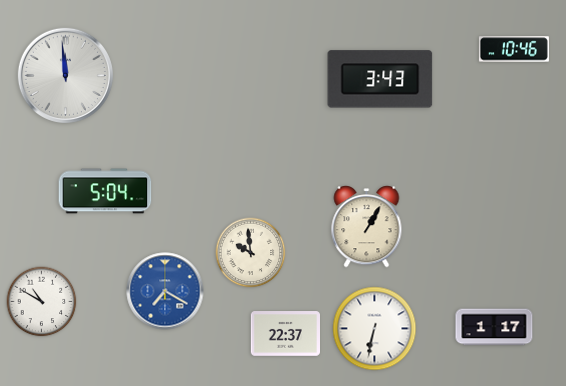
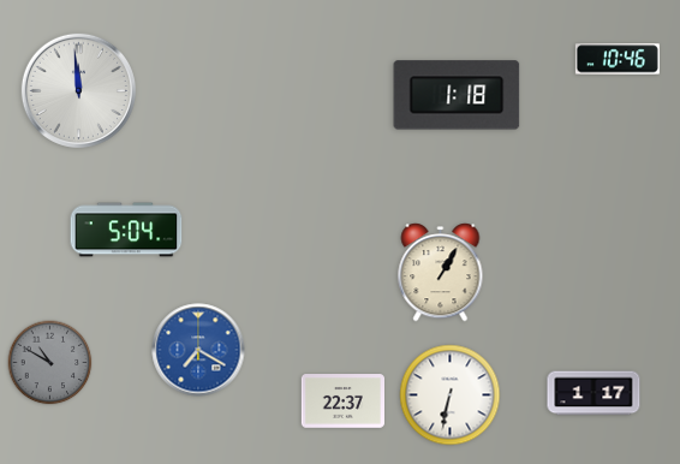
clock at (380, 79): 3:43 -> 1:18
clock at (251, 253): 9:59 -> none
clock at (42, 302) dial: white -> grey
